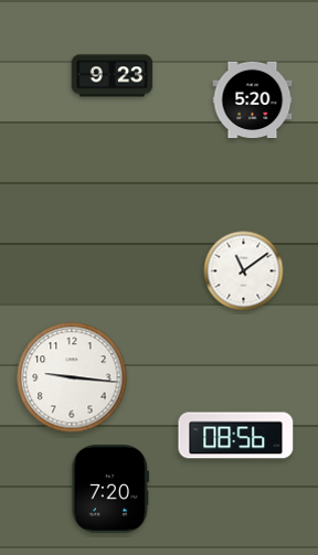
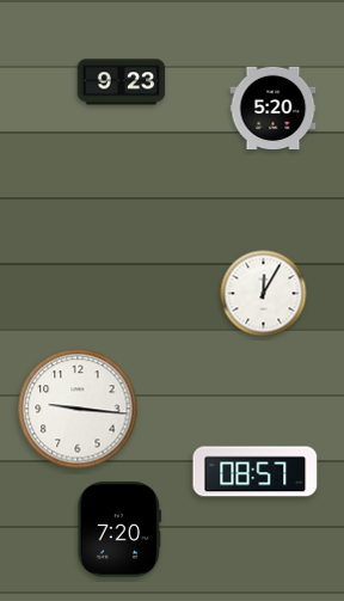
clock at (244, 271): 11:09 -> 12:05
clock at (236, 436): 08:56 -> 08:57
